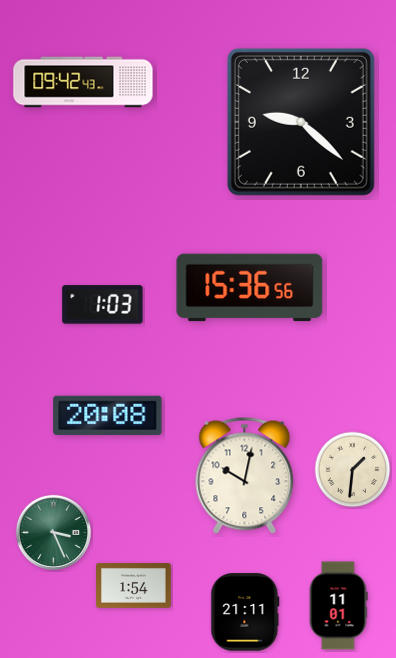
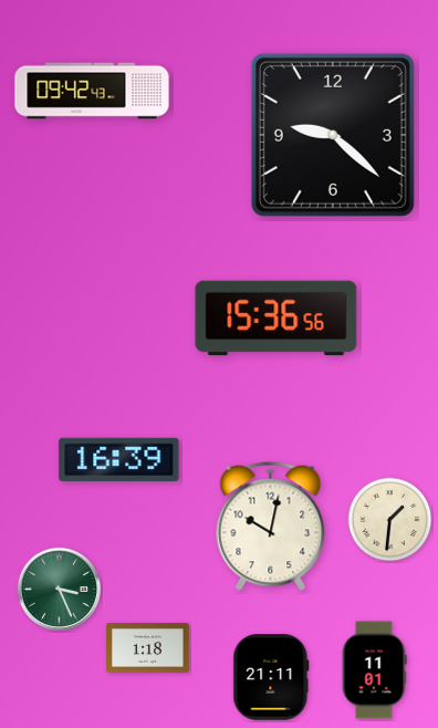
clock at (103, 305): 1:03 -> none
clock at (108, 415): 20:08 -> 16:39
clock at (134, 586): 1:54 -> 1:18
